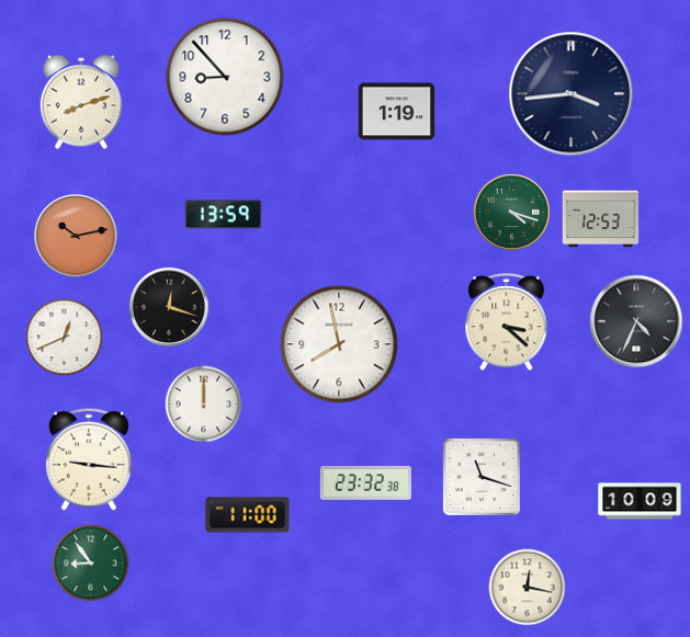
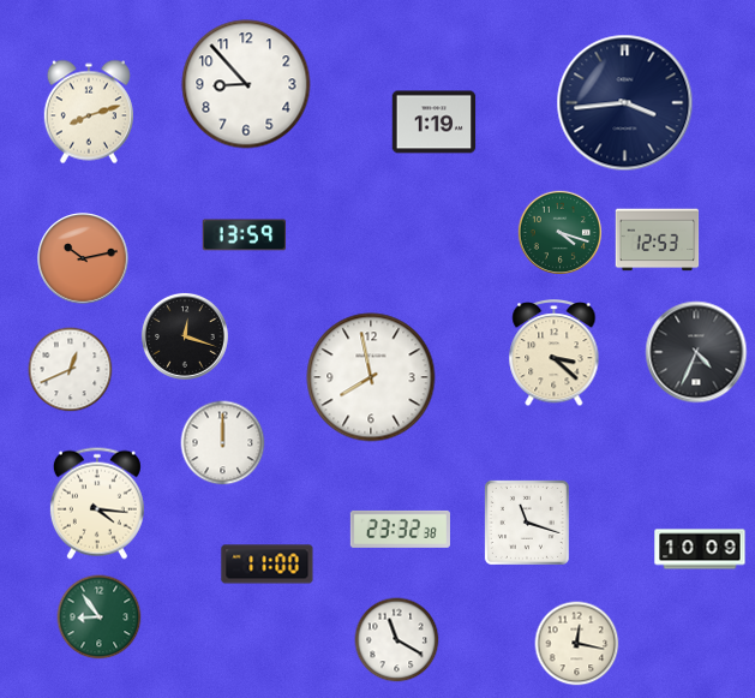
clock at (89, 459): 9:16 -> 4:16
clock at (248, 515) position: (248, 515) -> (268, 565)
clock at (397, 640): none -> 11:20
